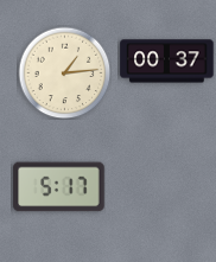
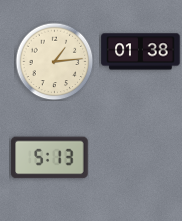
clock at (167, 62): 00:37 -> 01:38
clock at (59, 187): 5:17 -> 5:13
